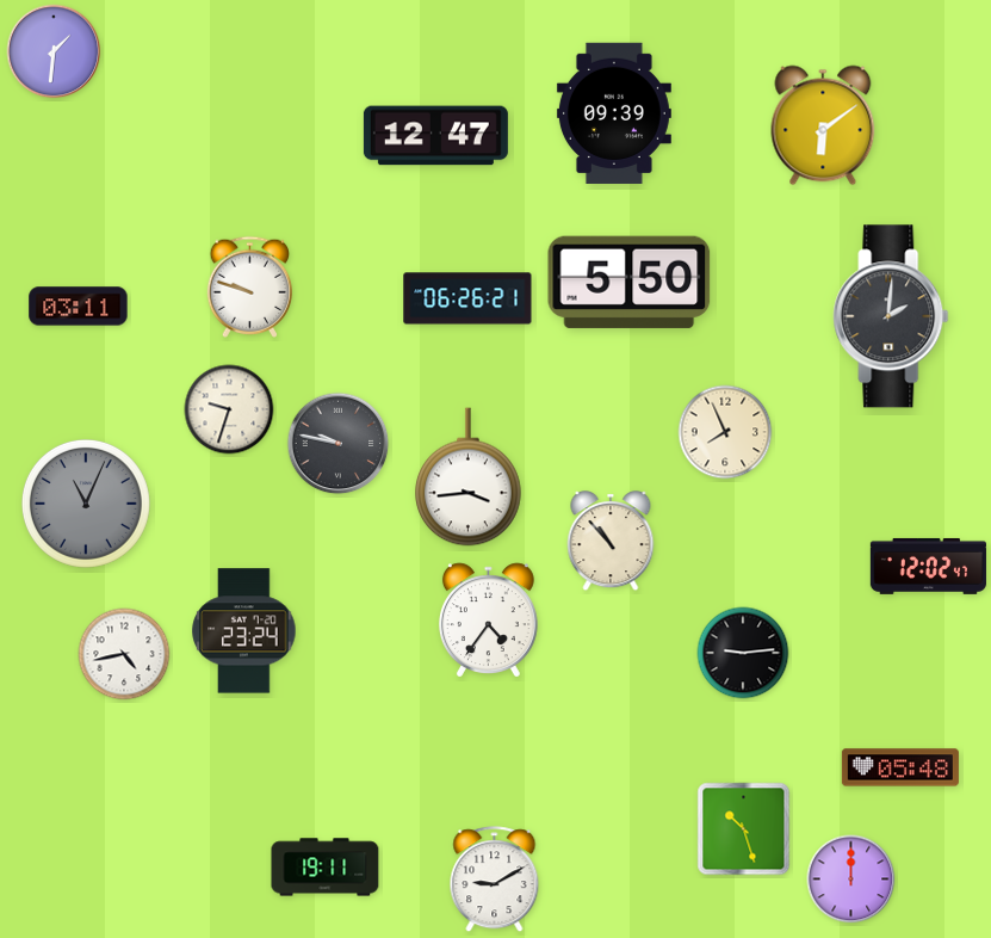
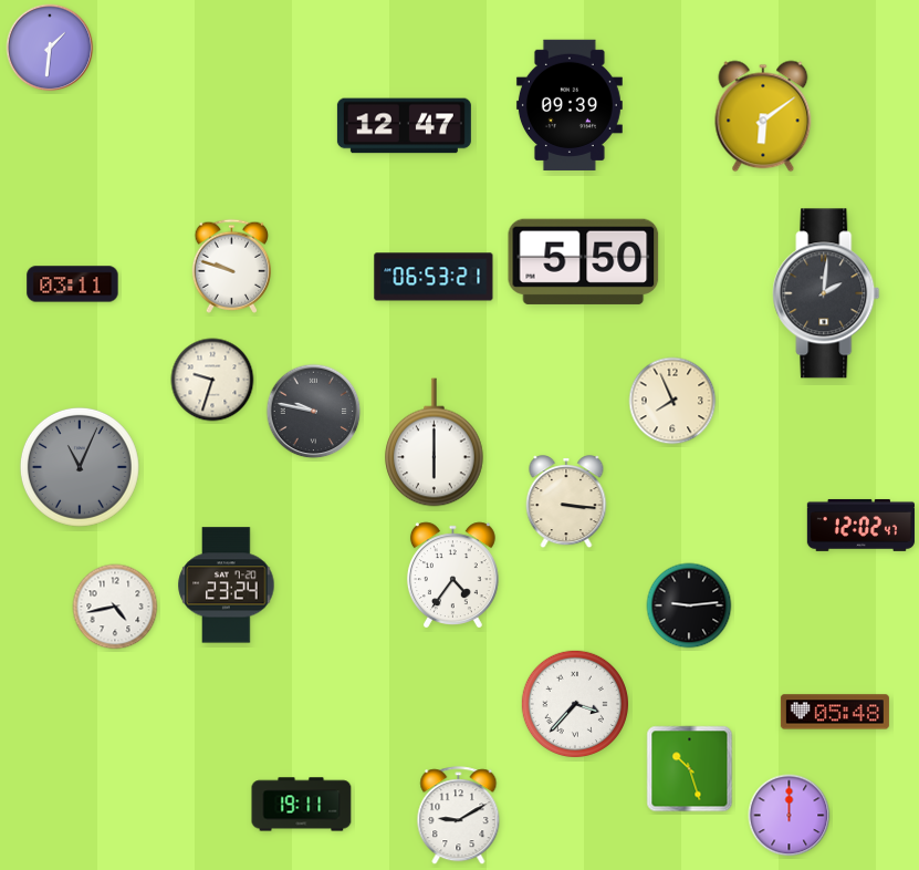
clock at (467, 298): 06:26 -> 06:53
clock at (469, 477): 3:44 -> 6:00
clock at (611, 542): 10:53 -> 3:16
clock at (574, 703): none -> 3:37
